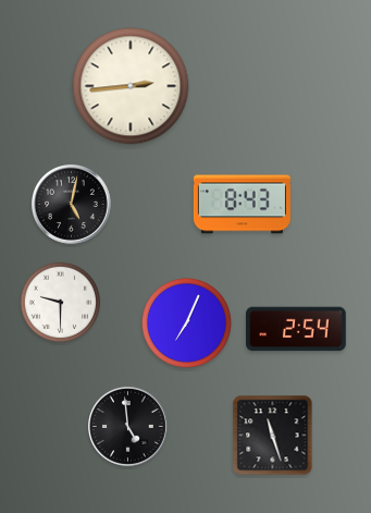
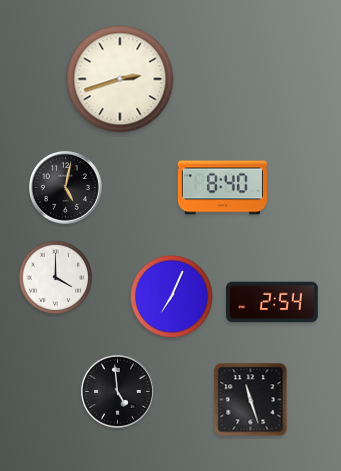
clock at (131, 86): 2:44 -> 2:42
clock at (242, 205): 8:43 -> 8:40
clock at (61, 303): 9:30 -> 4:00
